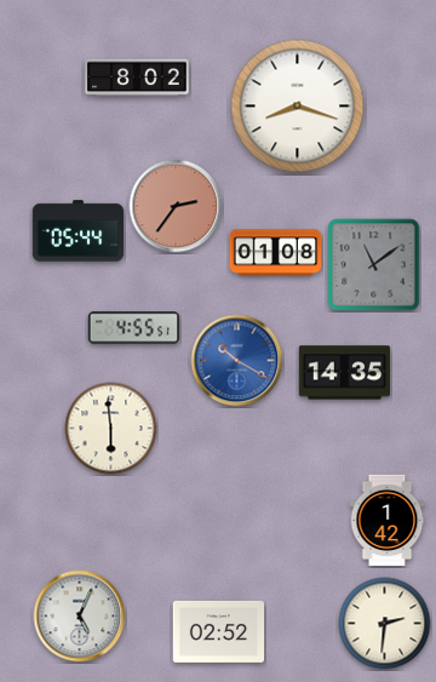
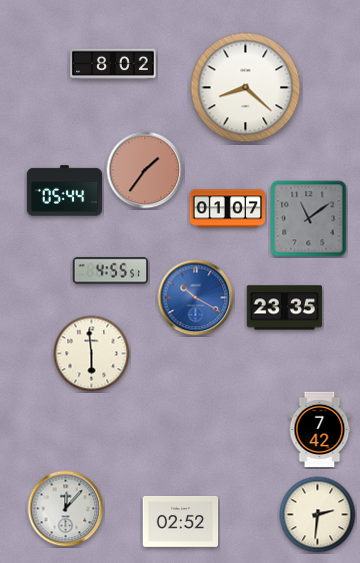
clock at (298, 107): 8:18 -> 8:22
clock at (176, 206): 2:36 -> 1:36
clock at (276, 253): 01:08 -> 01:07
clock at (345, 373): 14:35 -> 23:35
clock at (388, 521): 1:42 -> 7:42
clock at (80, 617): 5:04 -> 12:07
